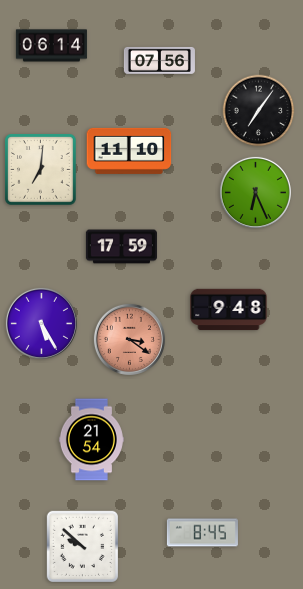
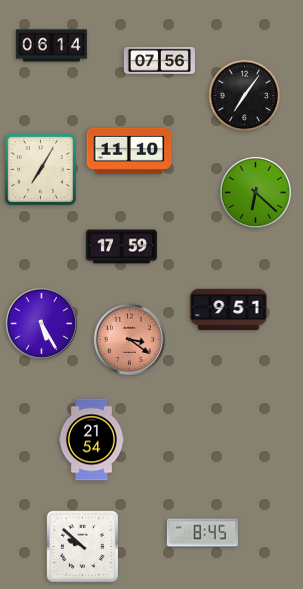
clock at (259, 111) position: (259, 111) -> (245, 96)
clock at (41, 170): 7:01 -> 7:05
clock at (255, 192): 6:26 -> 6:22
clock at (229, 310): 9:48 -> 9:51
